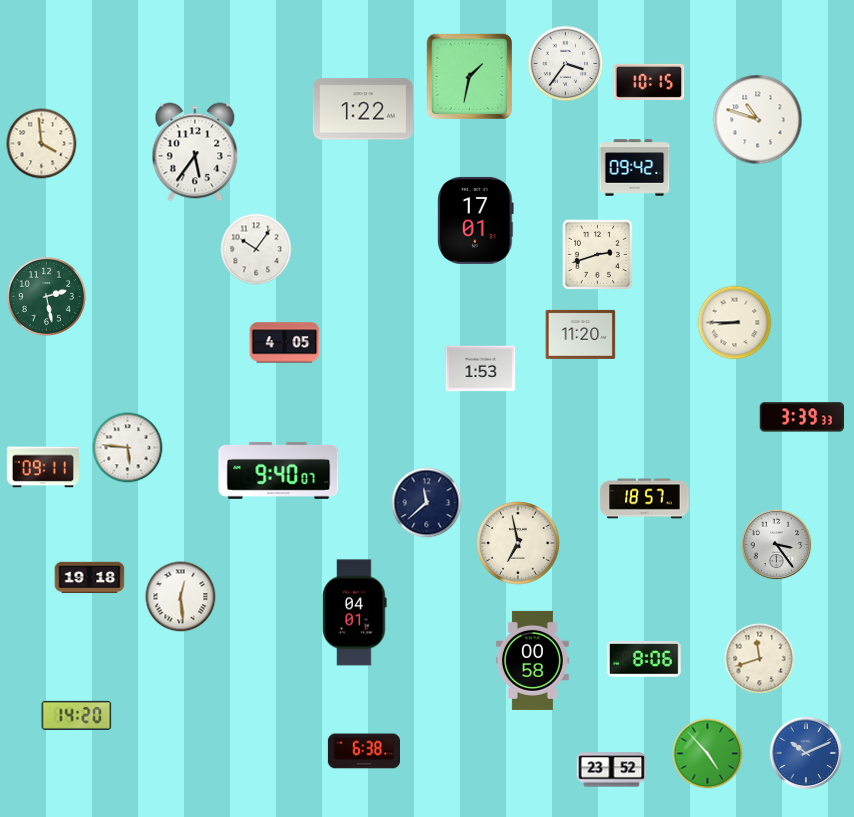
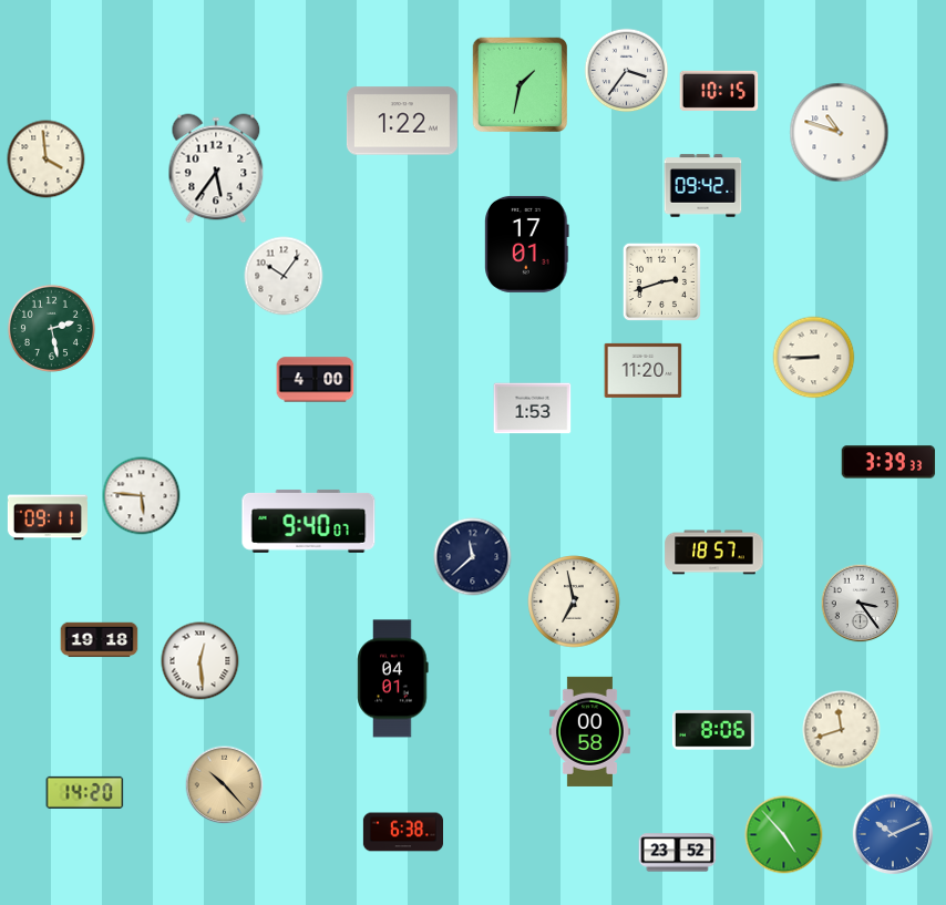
clock at (285, 343): 4:05 -> 4:00
clock at (225, 785): none -> 10:23
